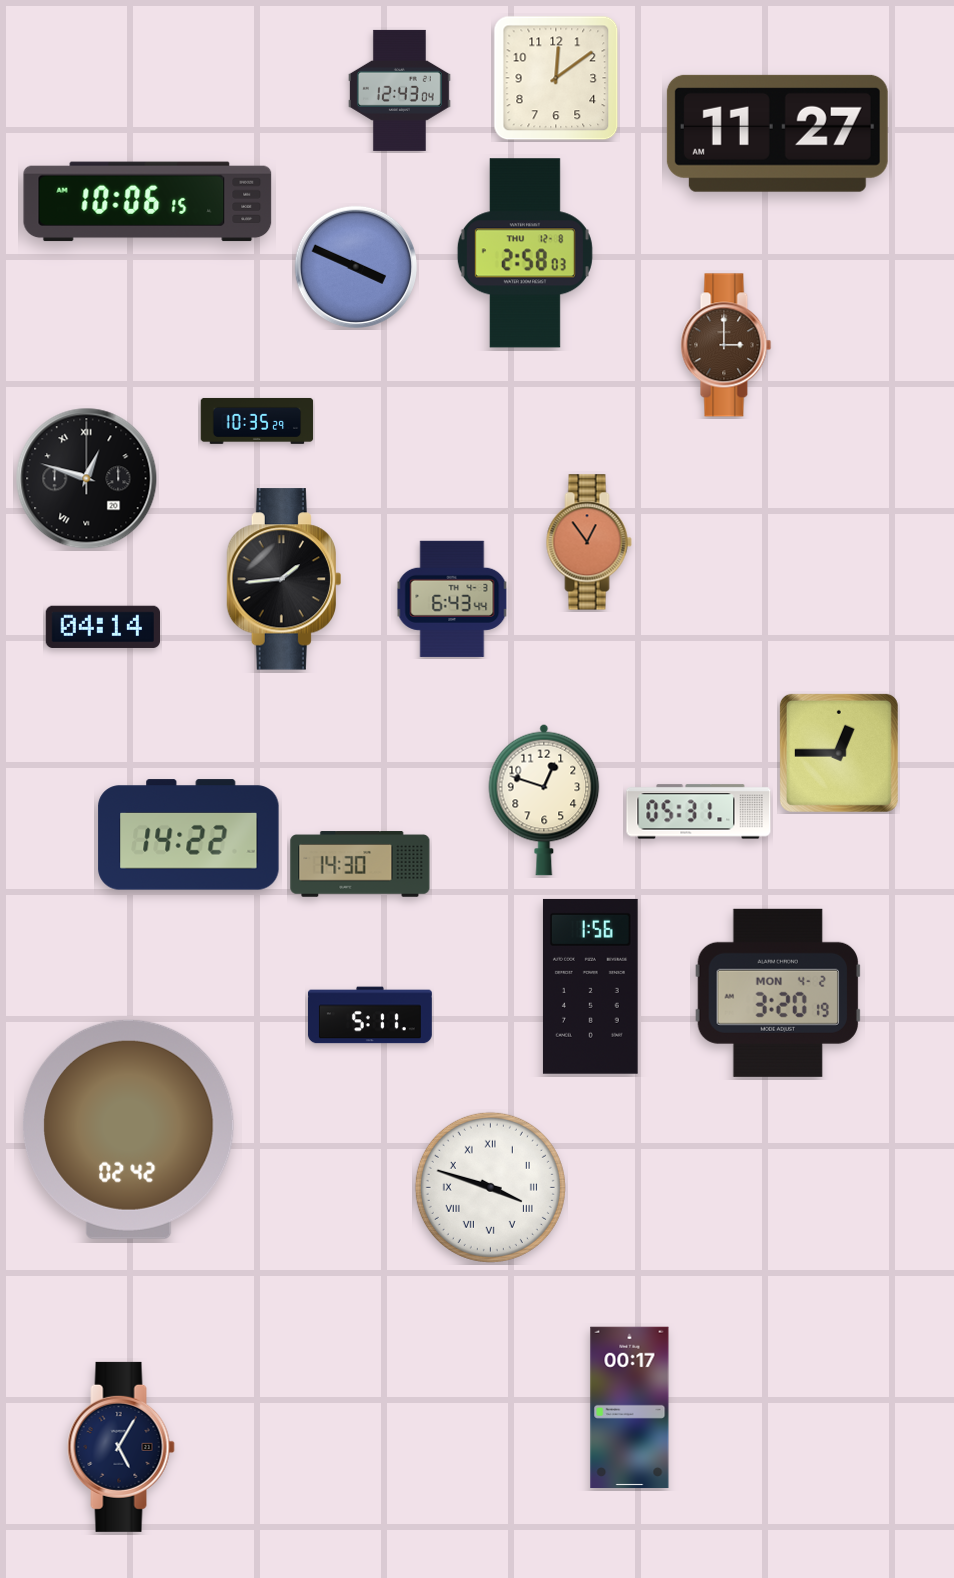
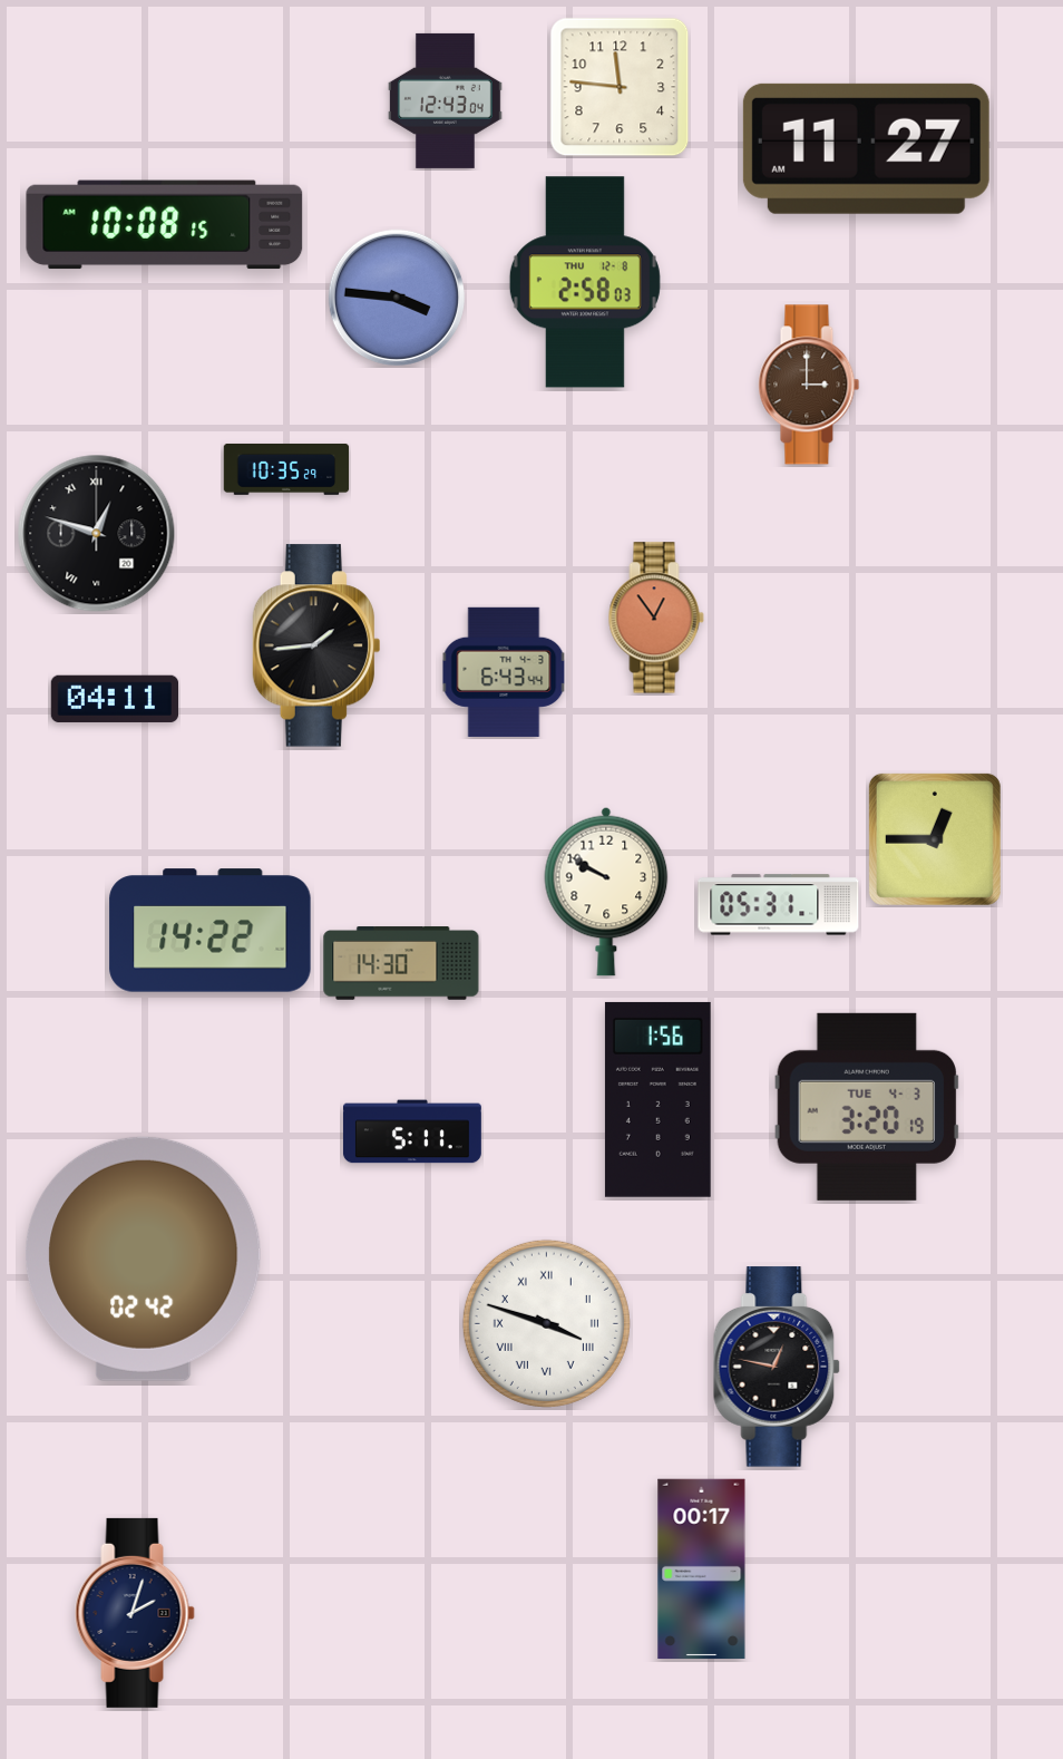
clock at (556, 78): 12:09 -> 11:46
clock at (148, 202): 10:06 -> 10:08
clock at (355, 266): 3:49 -> 3:46
clock at (589, 542) position: (589, 542) -> (656, 618)
clock at (452, 599) position: (452, 599) -> (504, 672)
clock at (102, 626): 04:14 -> 04:11
clock at (544, 800): 12:48 -> 9:50
clock at (777, 993) date: MON 4-2 -> TUE 4-3
clock at (777, 1367): none -> 12:47
clock at (121, 1447): 5:05 -> 2:03
